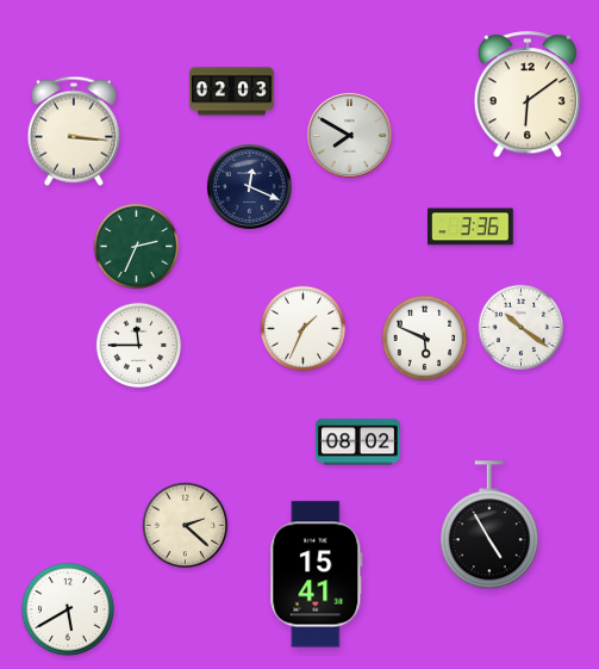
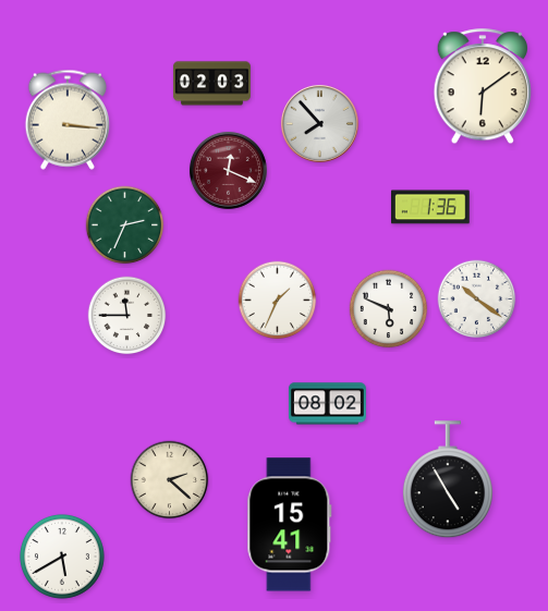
clock at (349, 135): 7:50 -> 7:53
clock at (249, 186) dial: navy -> burgundy
clock at (472, 227): 3:36 -> 1:36
